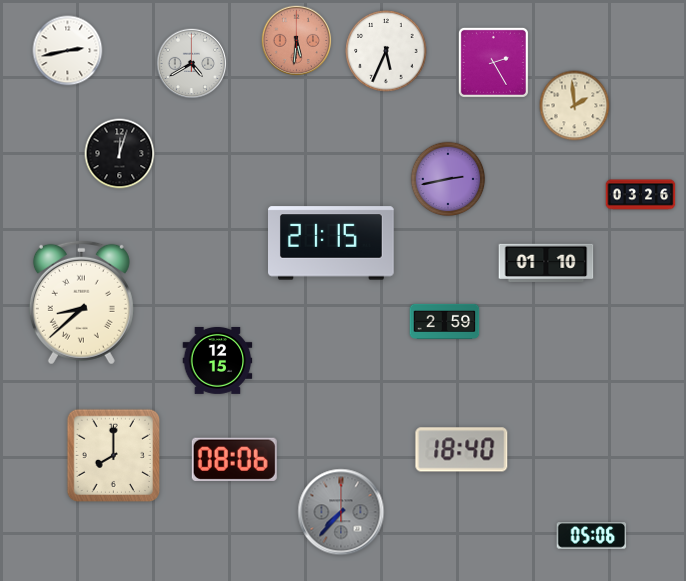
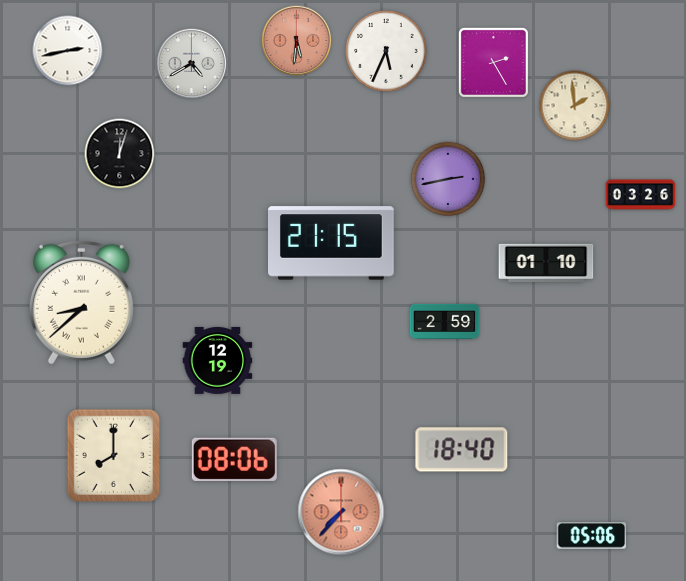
clock at (218, 360): 12:15 -> 12:19
clock at (341, 512) dial: grey -> salmon
